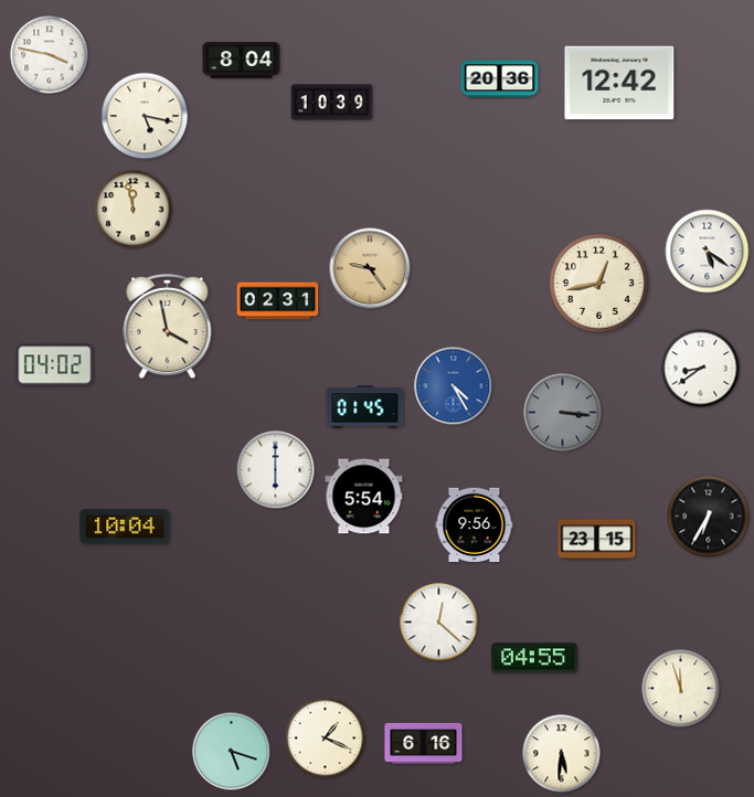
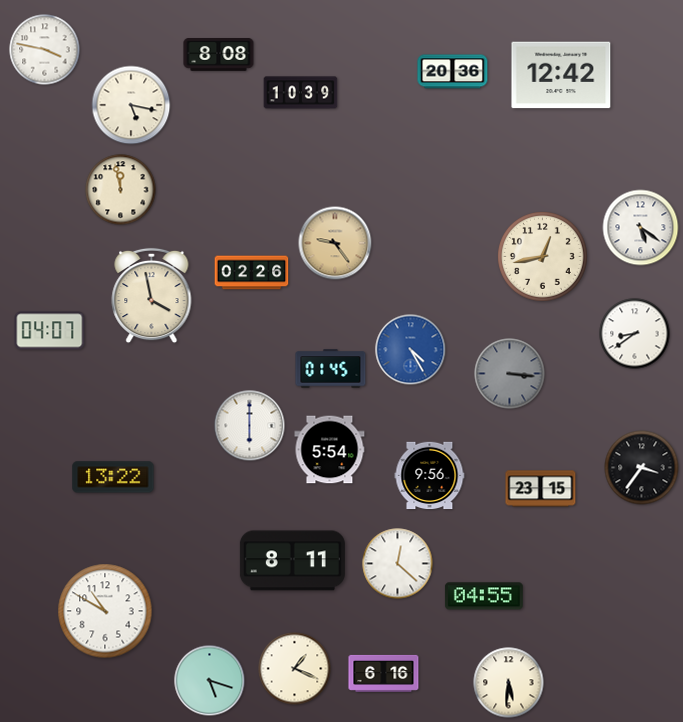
clock at (242, 61): 8:04 -> 8:08
clock at (278, 301): 02:31 -> 02:26
clock at (55, 365): 04:02 -> 04:07
clock at (709, 517): 6:35 -> 3:36
clock at (125, 527): 10:04 -> 13:22
clock at (292, 561): none -> 8:11
clock at (105, 611): none -> 10:50
clock at (681, 689): 11:57 -> none
